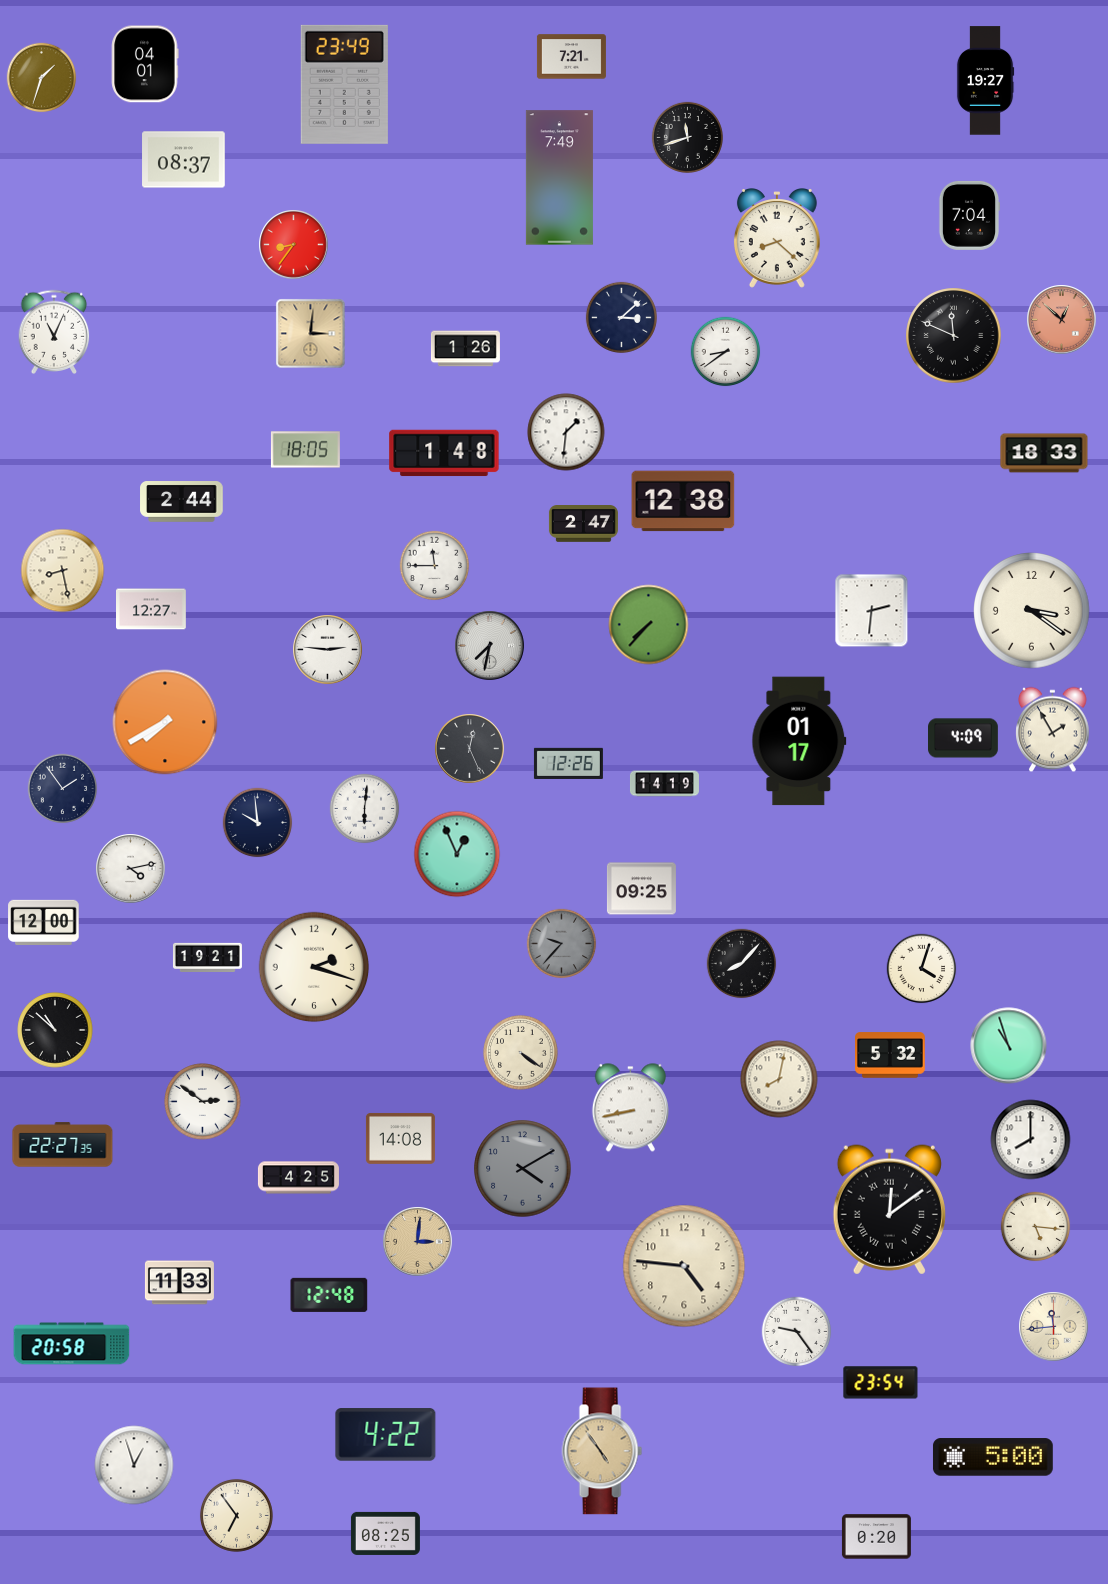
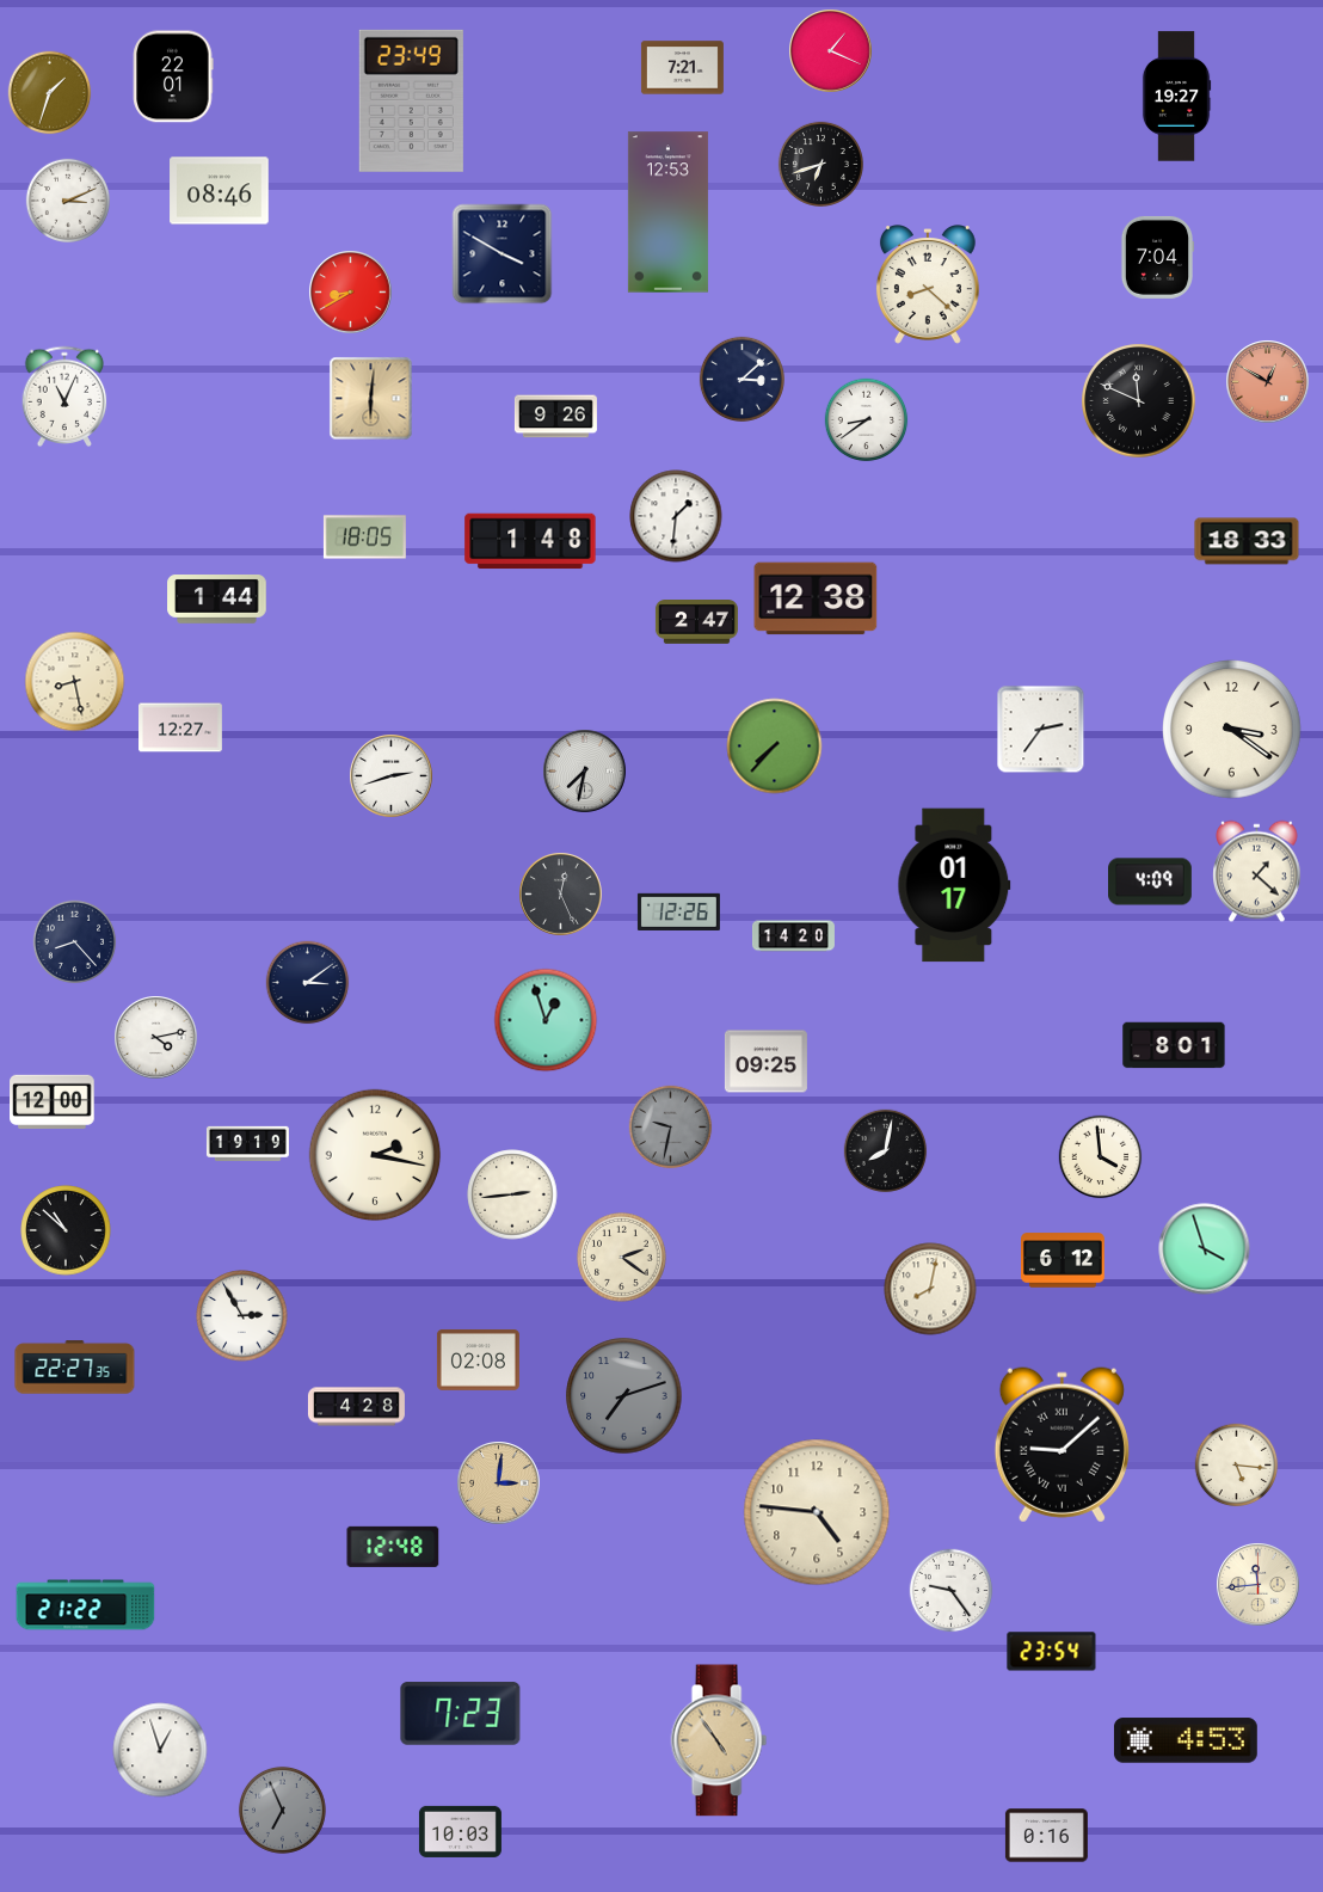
clock at (831, 51): none -> 1:19
clock at (145, 64): 04:01 -> 22:01
clock at (687, 137): 11:42 -> 6:42
clock at (184, 160): 08:37 -> 08:46
clock at (67, 199): none -> 3:11
clock at (559, 178): 7:49 -> 12:53
clock at (503, 254): none -> 3:50
clock at (294, 245): 8:36 -> 8:40
clock at (1062, 320): 12:52 -> 12:50
clock at (311, 334): 3:01 -> 6:01
clock at (465, 349): 1:26 -> 9:26
clock at (182, 502): 2:44 -> 1:44
clock at (583, 524) position: (583, 524) -> (696, 622)
clock at (435, 566): 11:45 -> none
clock at (872, 611): 2:31 -> 2:36
clock at (328, 650): 2:46 -> 2:42
clock at (165, 722): 7:40 -> none
clock at (1053, 730): 1:55 -> 1:22
clock at (664, 784): 14:19 -> 14:20
clock at (63, 789): 1:54 -> 8:23
clock at (365, 809): 6:01 -> none
clock at (258, 823): 9:59 -> 3:09
clock at (457, 854): 12:56 -> 12:57
clock at (1174, 1045): none -> 8:01
clock at (562, 944): 9:37 -> 9:32
clock at (207, 958): 19:21 -> 19:19
clock at (742, 964): 8:07 -> 8:02
clock at (314, 967): 2:18 -> 2:17
clock at (922, 969): 4:03 -> 3:59
clock at (512, 1194): none -> 2:44
clock at (1009, 1046): 10:57 -> 3:57
clock at (521, 1053): 4:21 -> 2:21
clock at (891, 1055): 5:32 -> 6:12
clock at (203, 1102): 2:51 -> 2:55
clock at (630, 1108): 8:43 -> none
clock at (400, 1138): 14:08 -> 02:08
clock at (1031, 1140): 8:00 -> none
clock at (523, 1169): 4:10 -> 7:12
clock at (298, 1178): 4:25 -> 4:28
clock at (889, 1210): 12:09 -> 9:08
clock at (179, 1283): 11:33 -> none
clock at (72, 1344): 20:58 -> 21:22
clock at (386, 1435): 4:22 -> 7:23
clock at (602, 1451) position: (602, 1451) -> (719, 1740)
clock at (993, 1457): 5:00 -> 4:53
clock at (236, 1515): 6:54 -> 6:56
clock at (236, 1515) dial: cream -> grey
clock at (385, 1533): 08:25 -> 10:03
clock at (876, 1537): 0:20 -> 0:16
